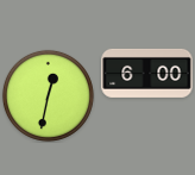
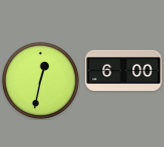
clock at (147, 73) position: (147, 73) -> (124, 70)
